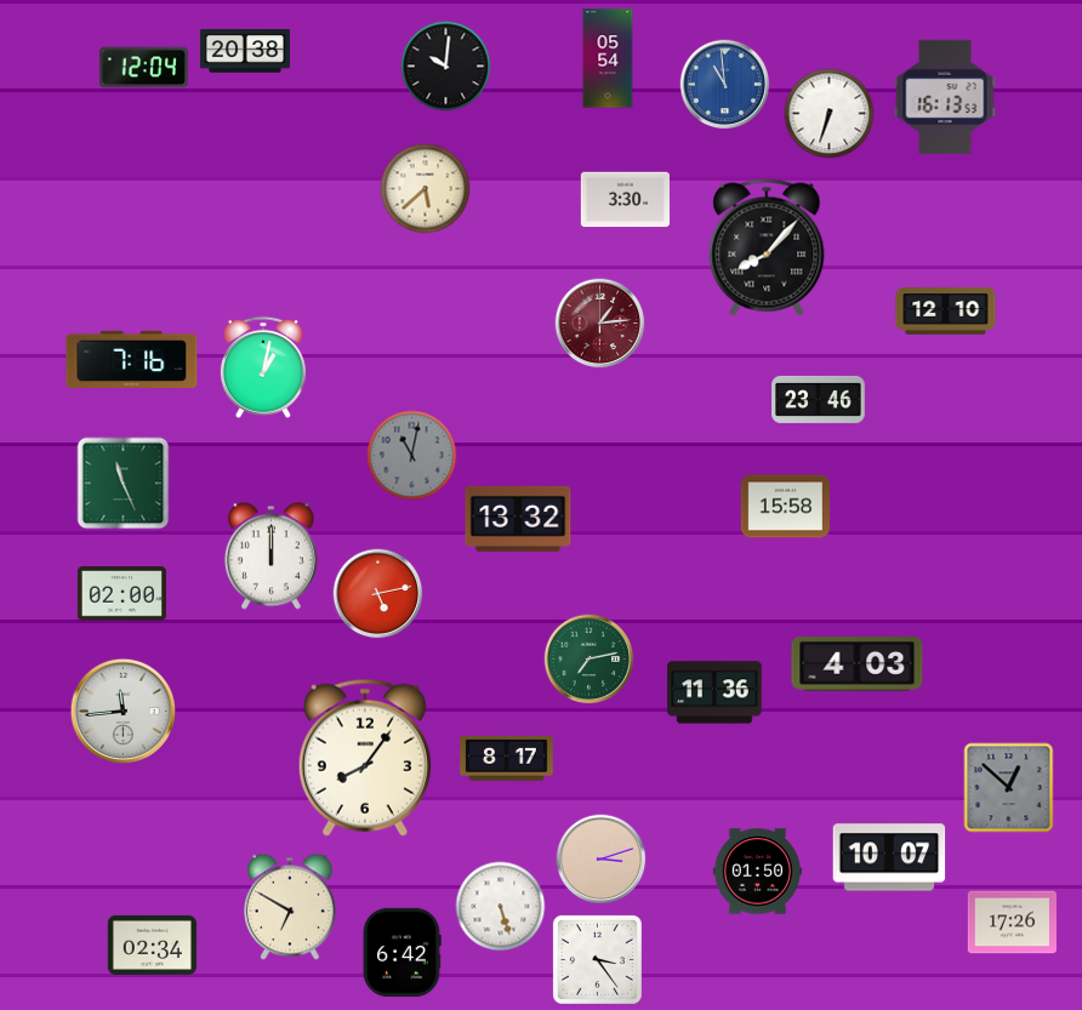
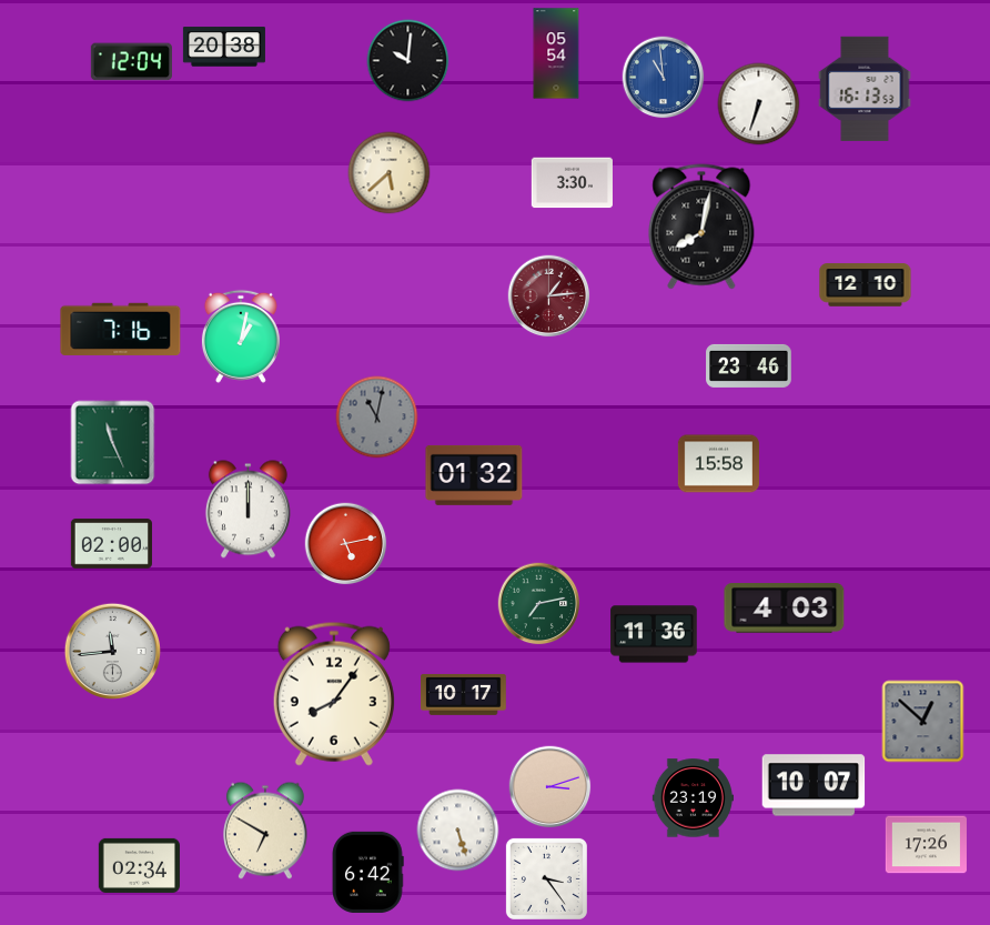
clock at (767, 247): 8:07 -> 8:02
clock at (518, 519): 13:32 -> 01:32
clock at (507, 758): 8:17 -> 10:17
clock at (757, 872): 01:50 -> 23:19
